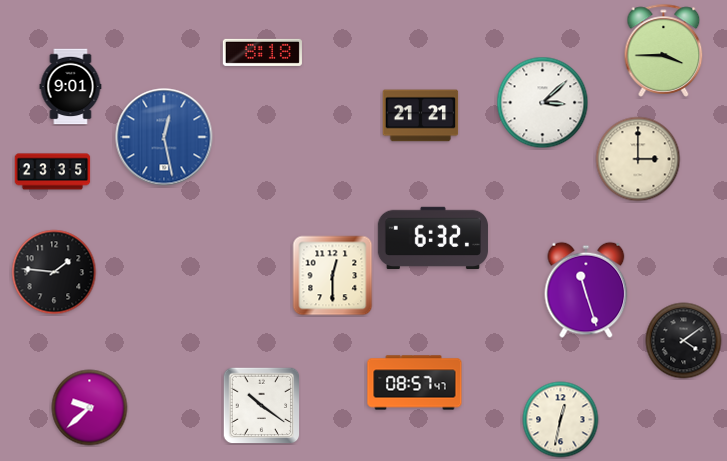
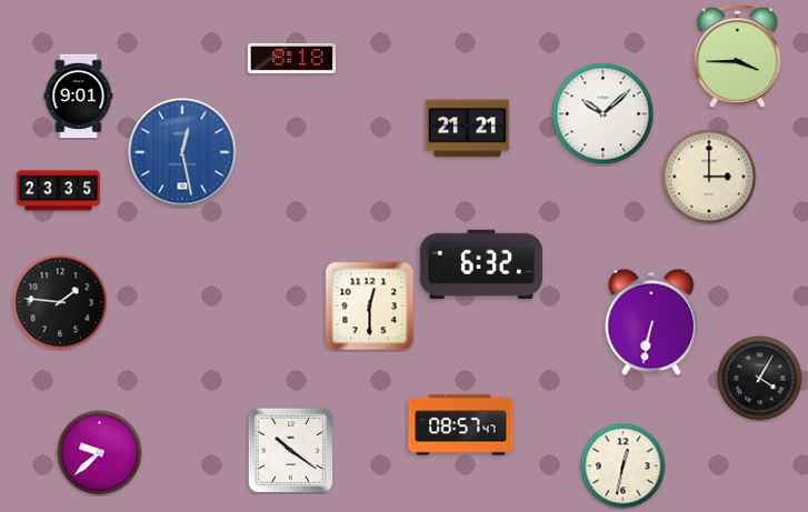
clock at (543, 103): 3:08 -> 10:08
clock at (586, 290): 11:27 -> 6:32
clock at (684, 341): 4:09 -> 4:05
